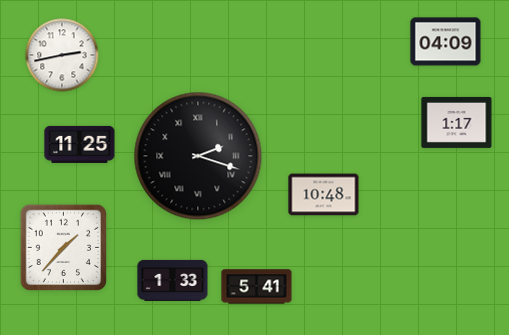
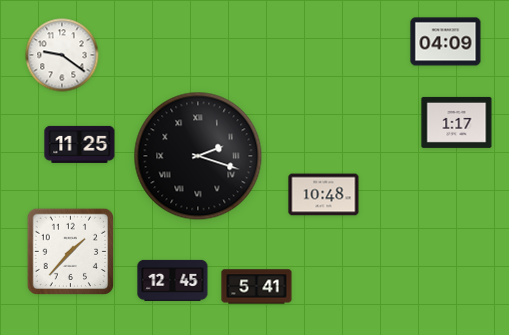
clock at (62, 55): 2:43 -> 9:21
clock at (63, 247) position: (63, 247) -> (70, 251)
clock at (173, 280): 1:33 -> 12:45
